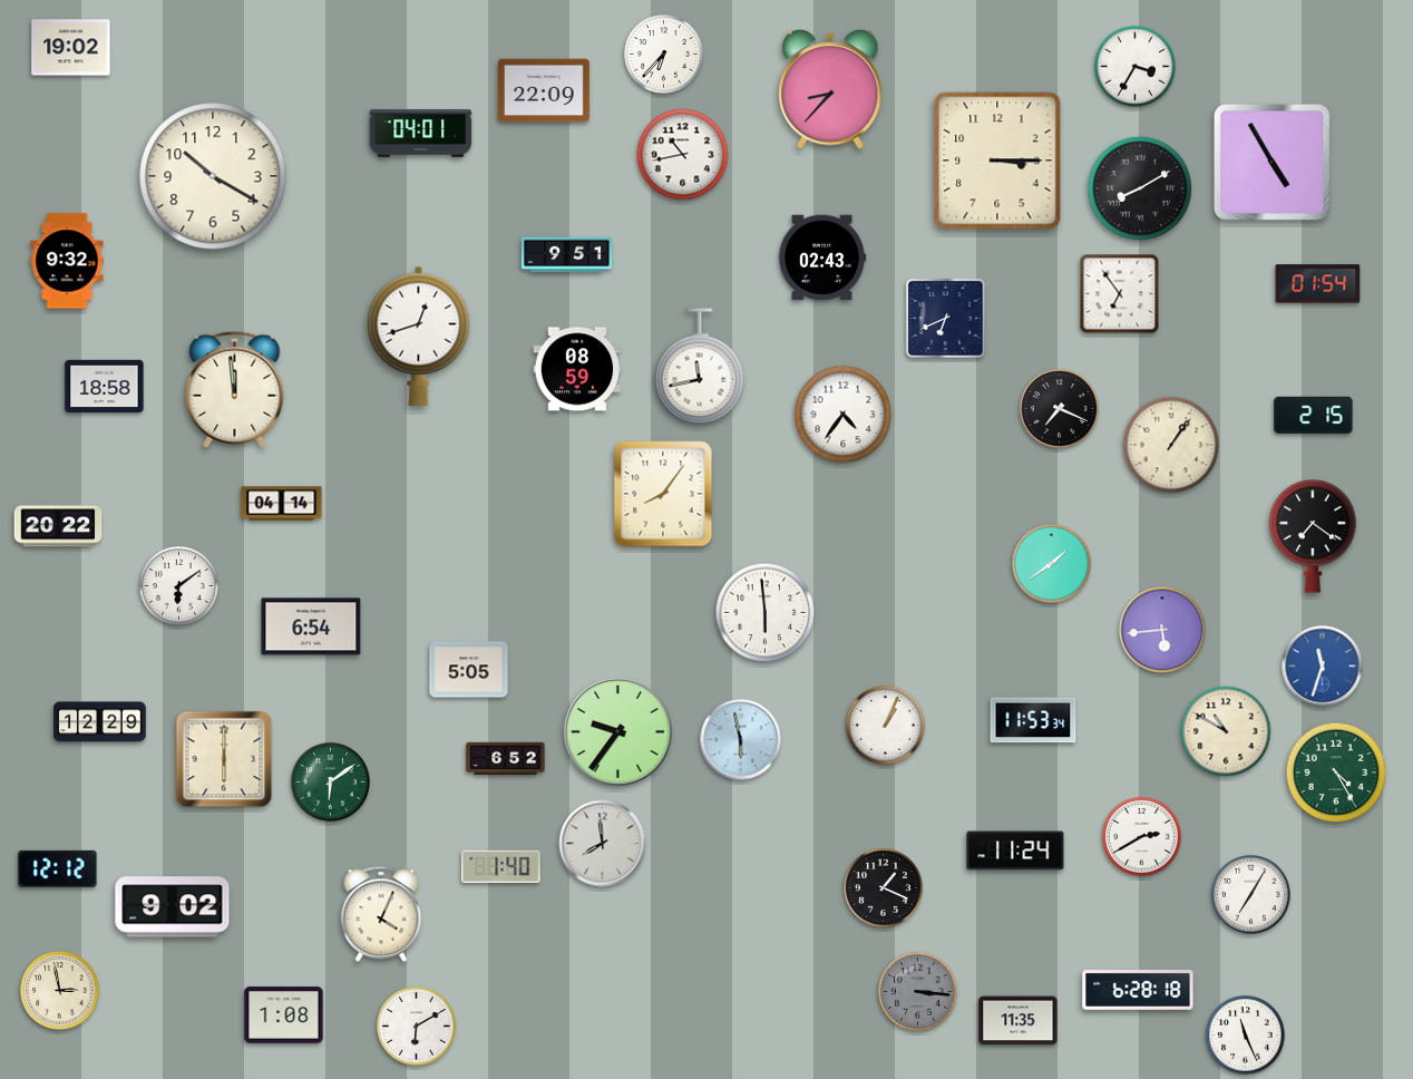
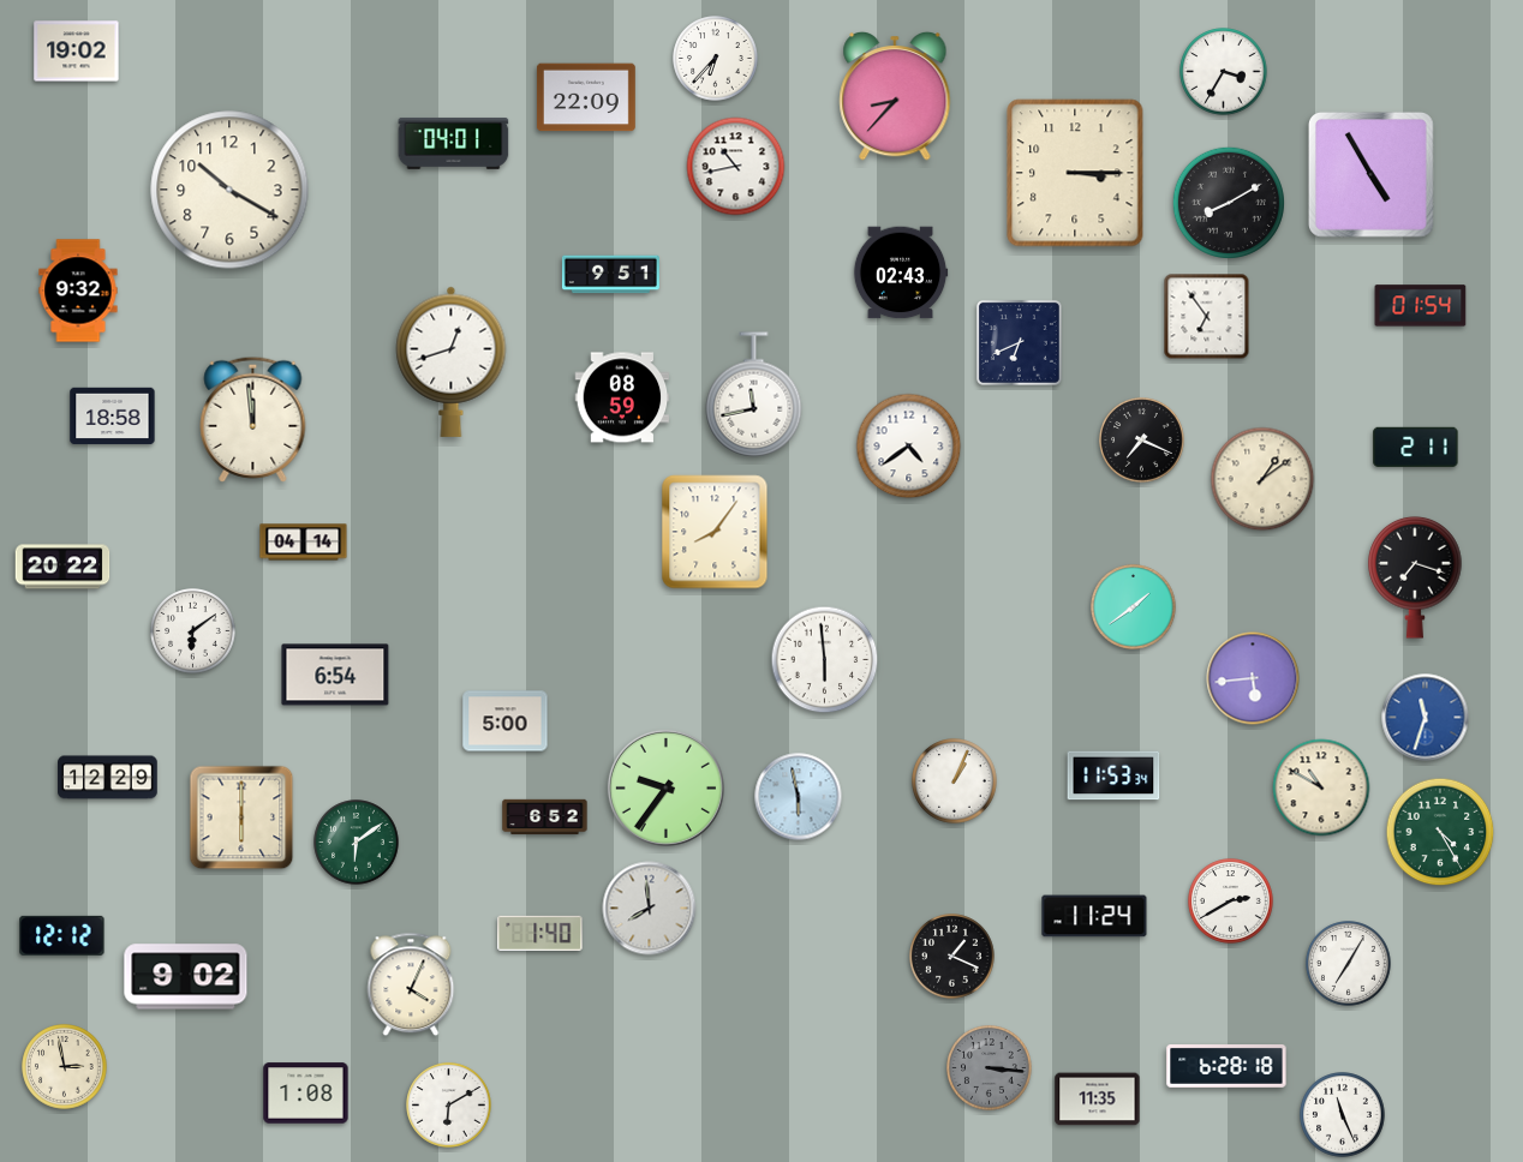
clock at (822, 257) position: (822, 257) -> (901, 272)
clock at (67, 261) position: (67, 261) -> (78, 290)
clock at (844, 415): 4:36 -> 4:39
clock at (1314, 415): 2:15 -> 2:11
clock at (1171, 445): 1:06 -> 1:09
clock at (1313, 536): 7:21 -> 7:18
clock at (469, 670): 5:05 -> 5:00
